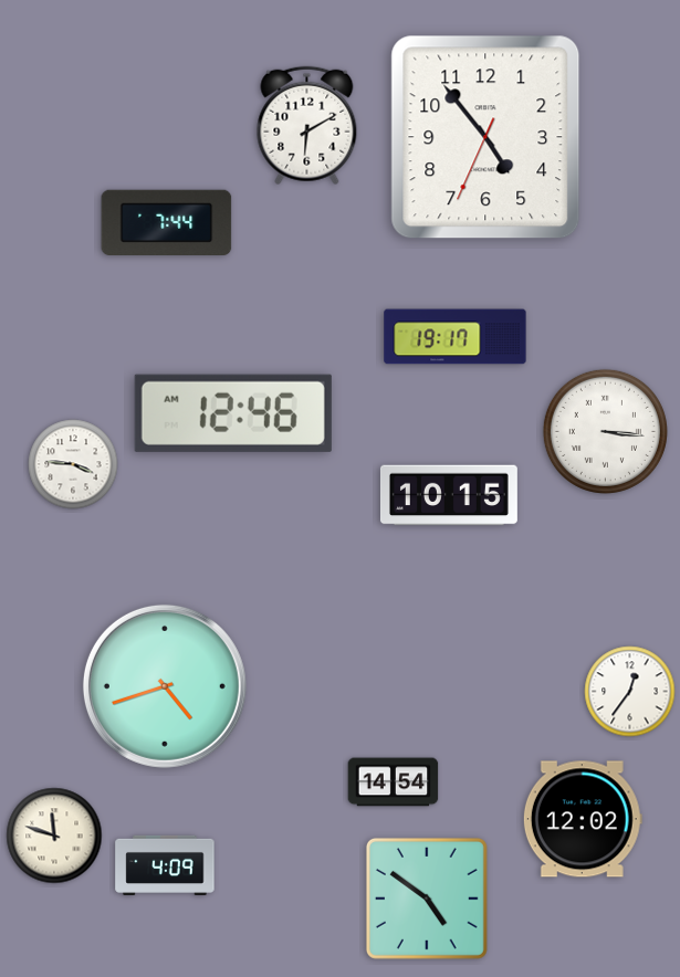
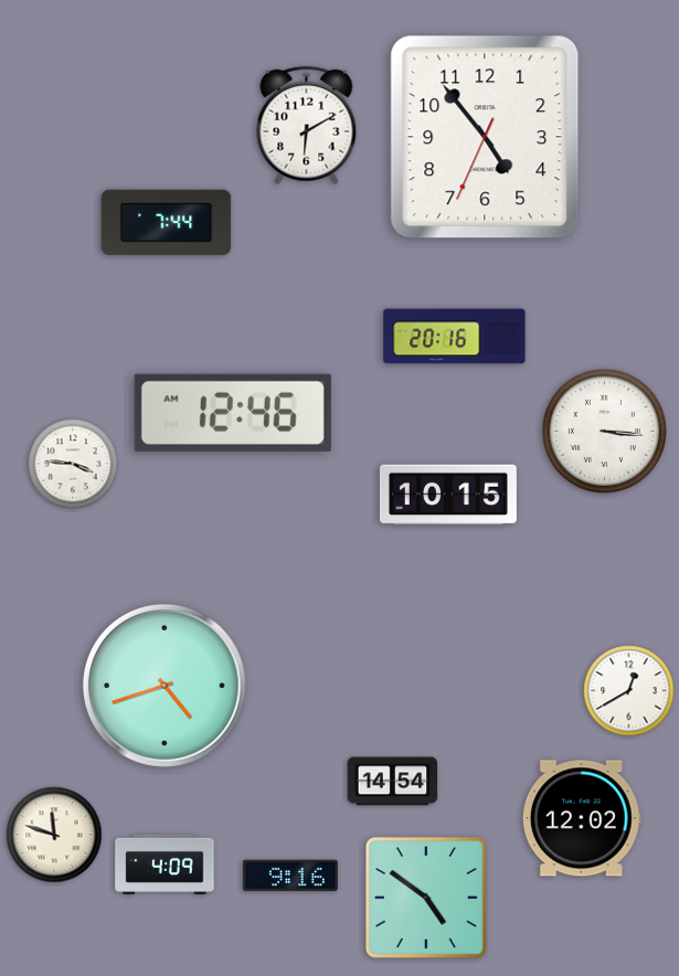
clock at (456, 337): 19:17 -> 20:16
clock at (630, 692): 12:36 -> 12:40
clock at (290, 876): none -> 9:16
